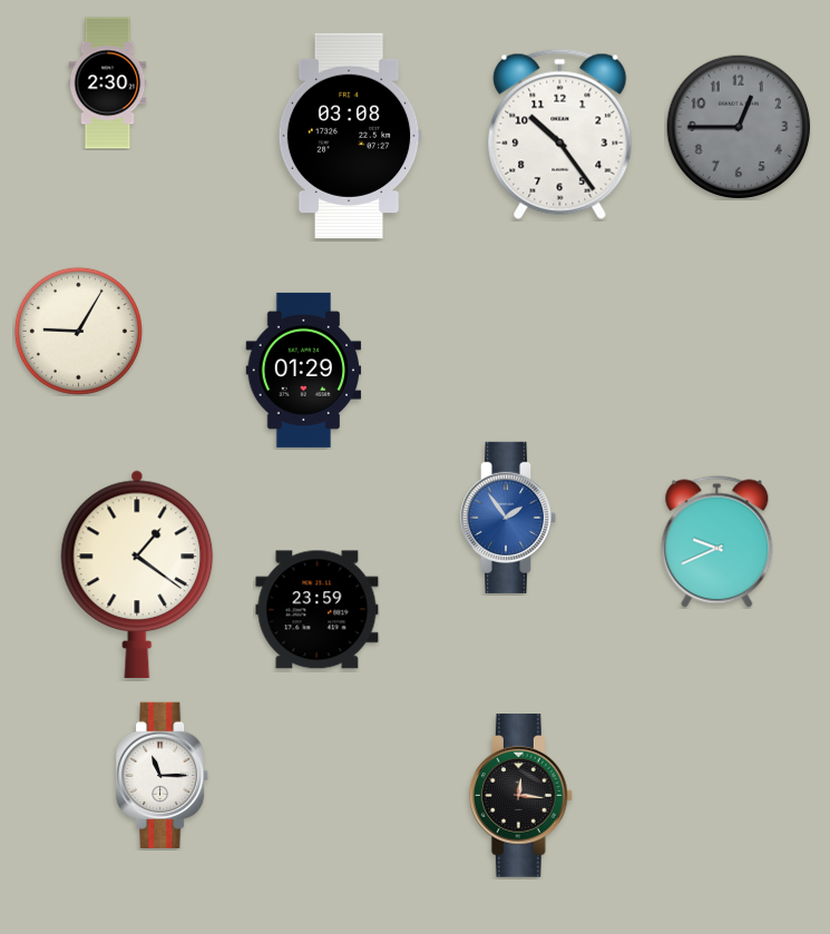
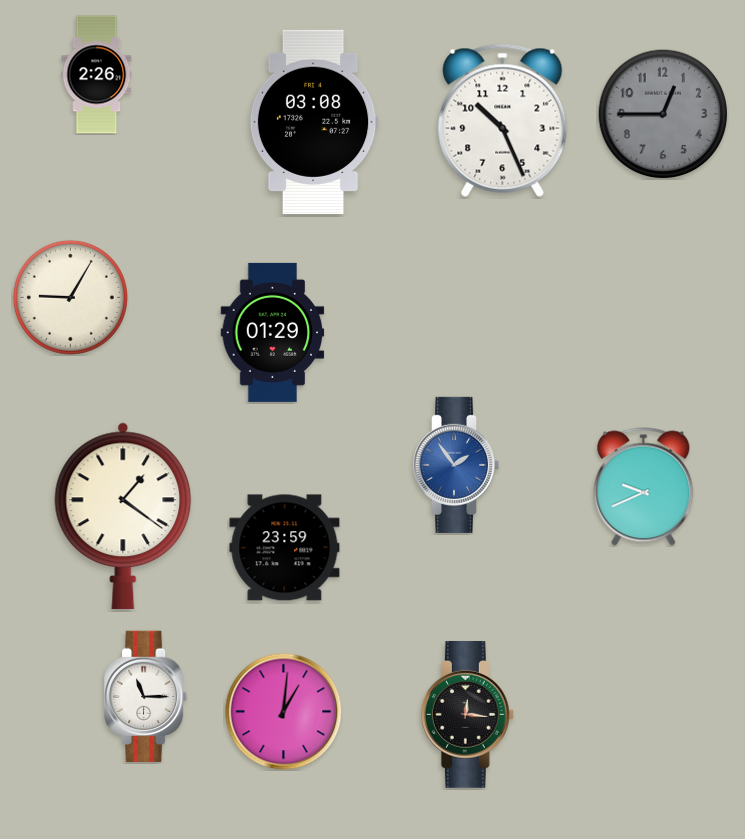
clock at (108, 83): 2:30 -> 2:26
clock at (560, 134): 10:24 -> 10:26
clock at (283, 711): none -> 1:01
